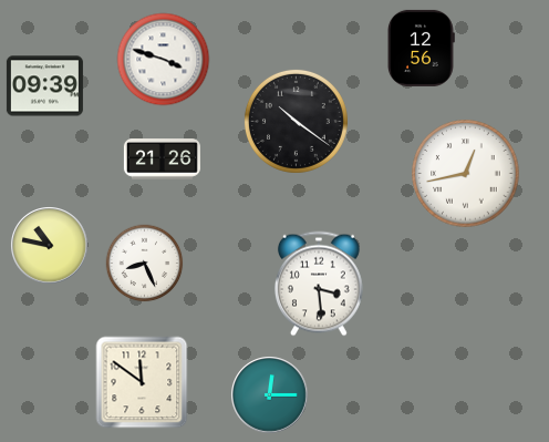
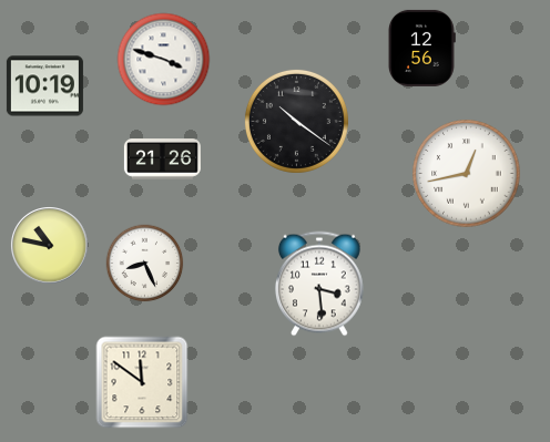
clock at (44, 86): 09:39 -> 10:19
clock at (270, 395): 12:15 -> none
